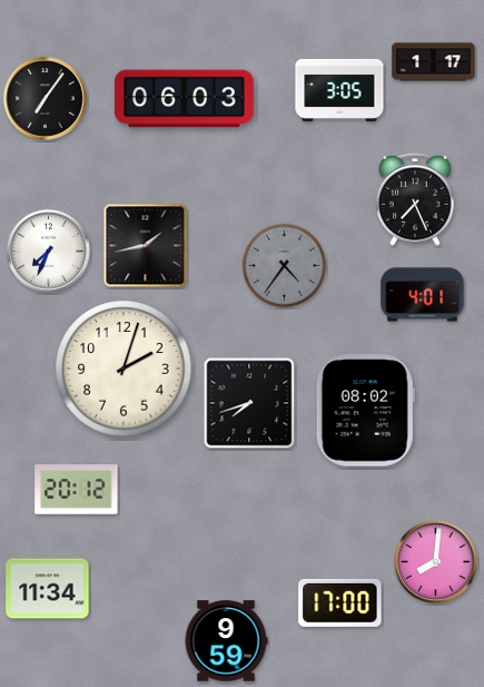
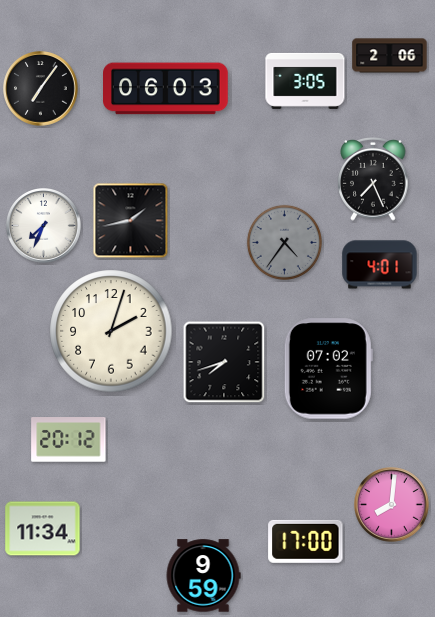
clock at (434, 62): 1:17 -> 2:06
clock at (284, 265) position: (284, 265) -> (284, 242)
clock at (365, 411): 08:02 -> 07:02
